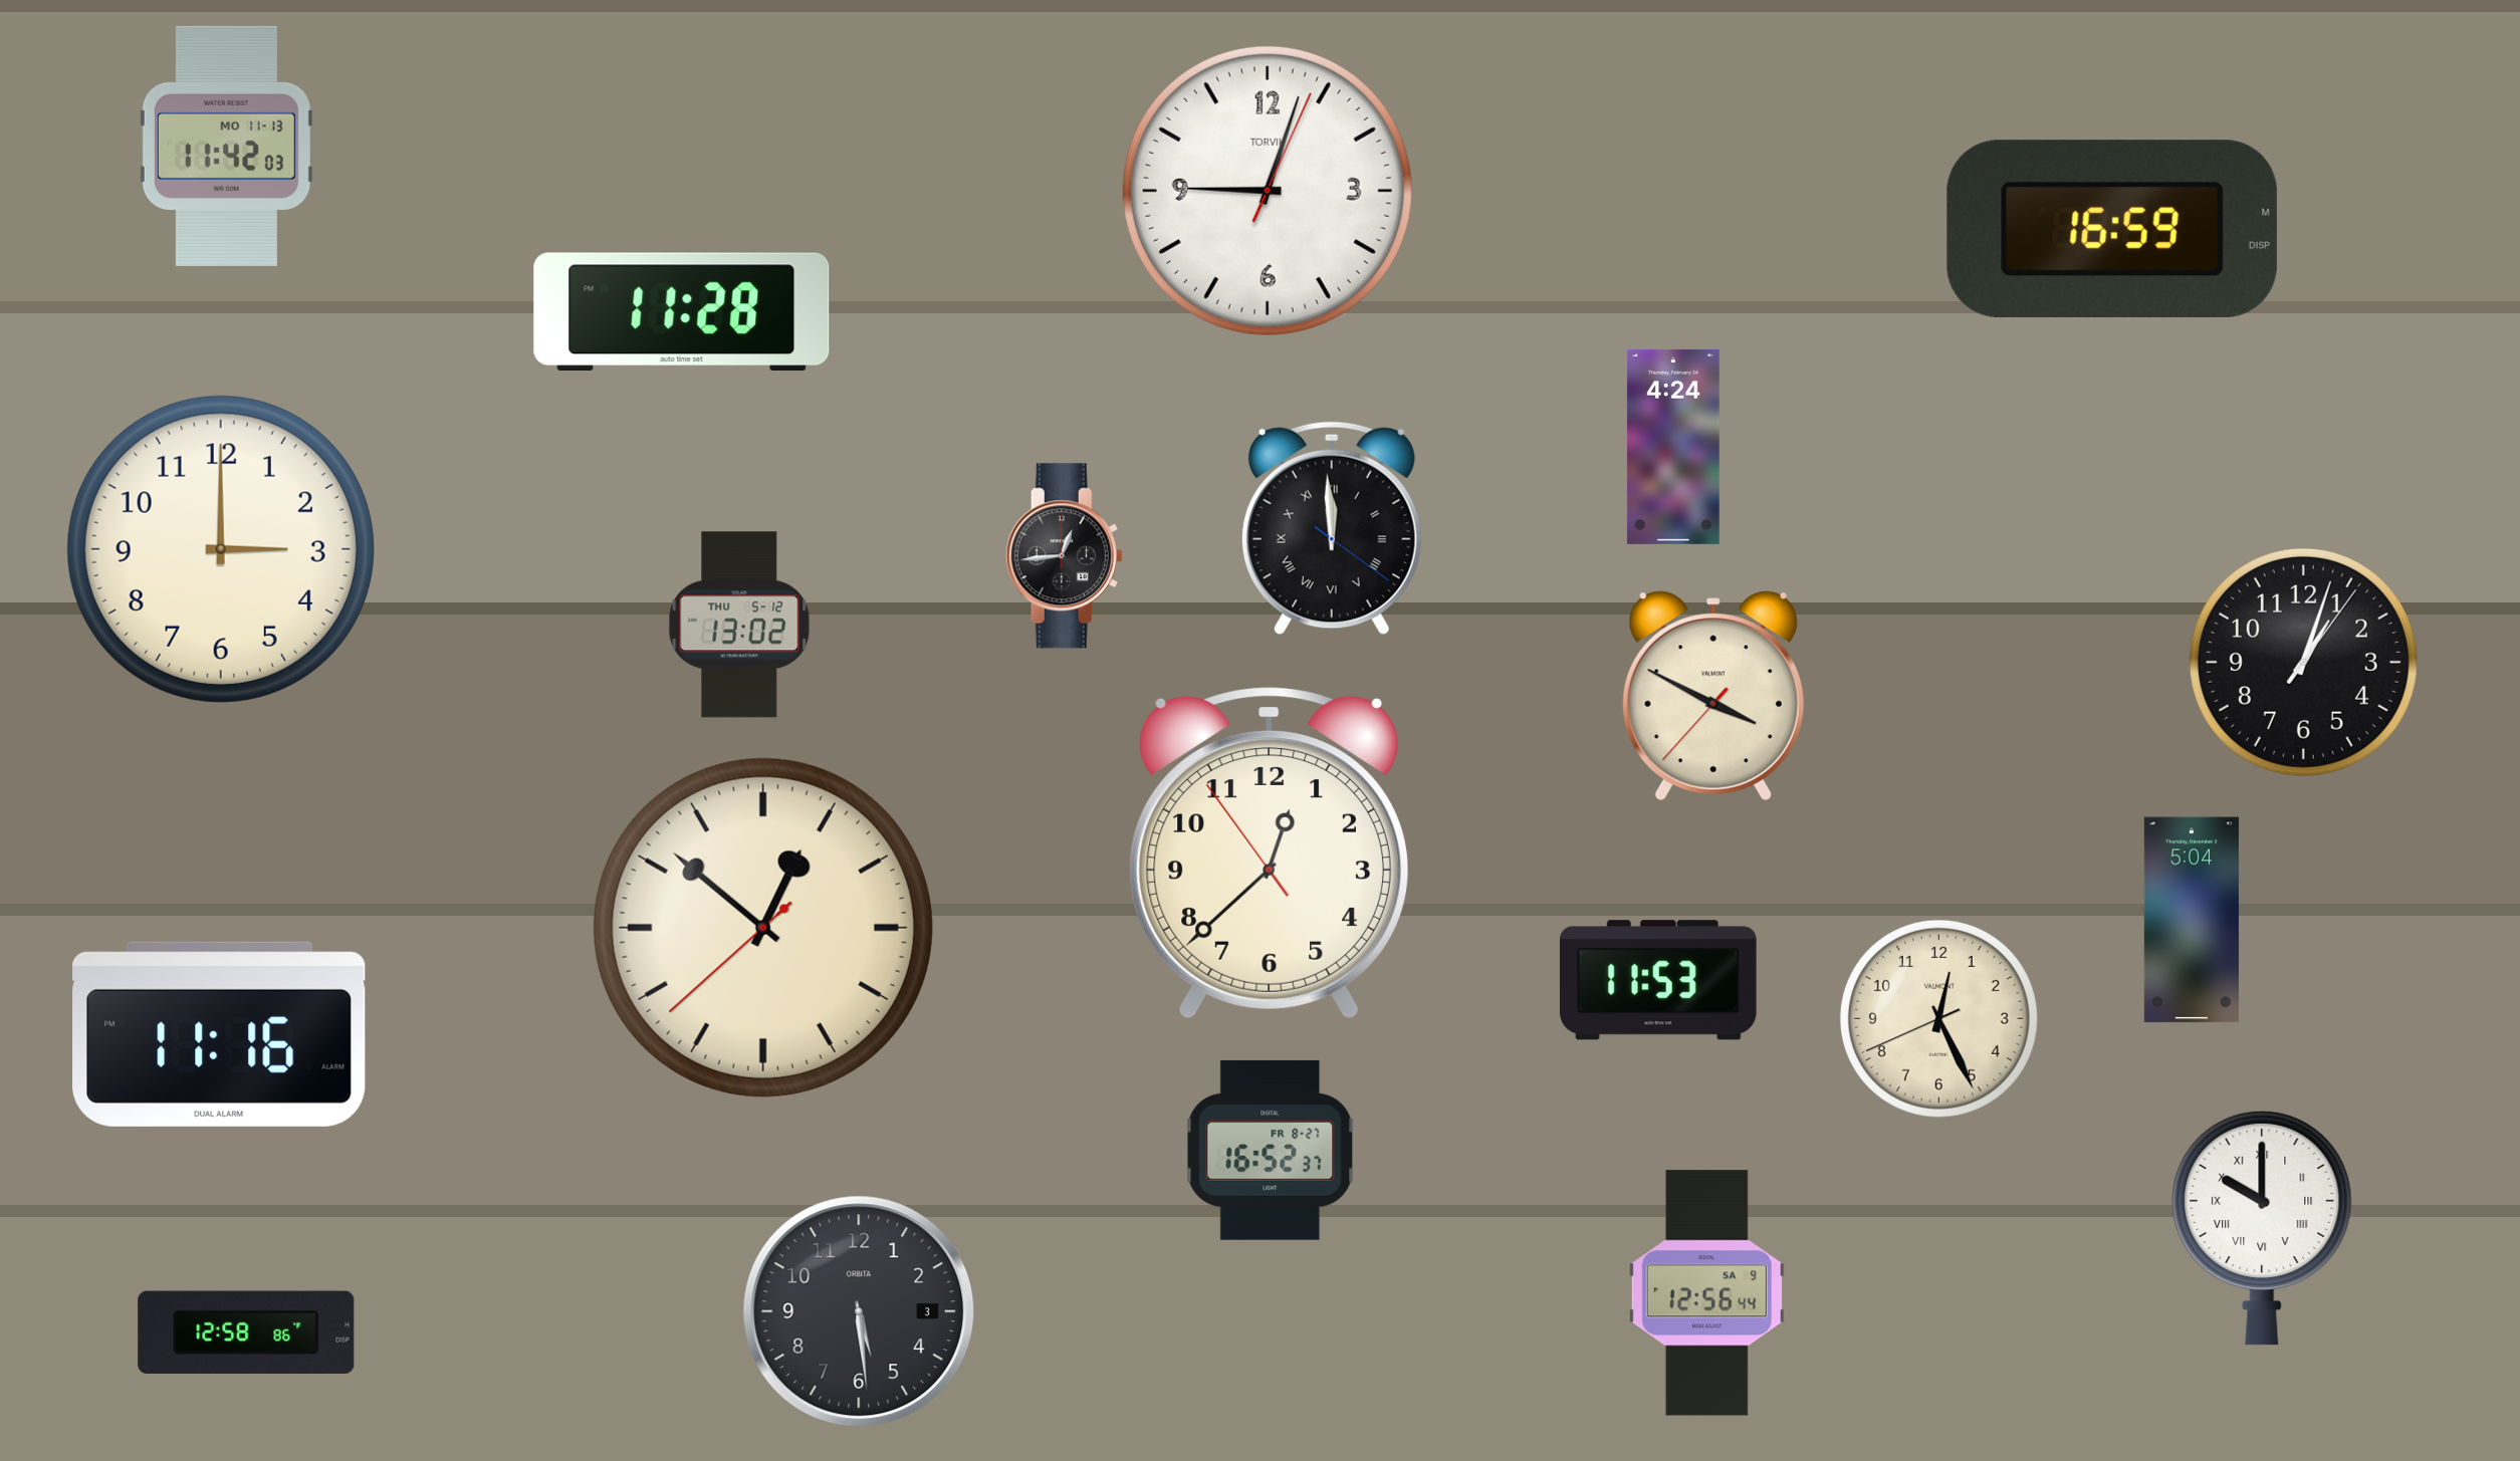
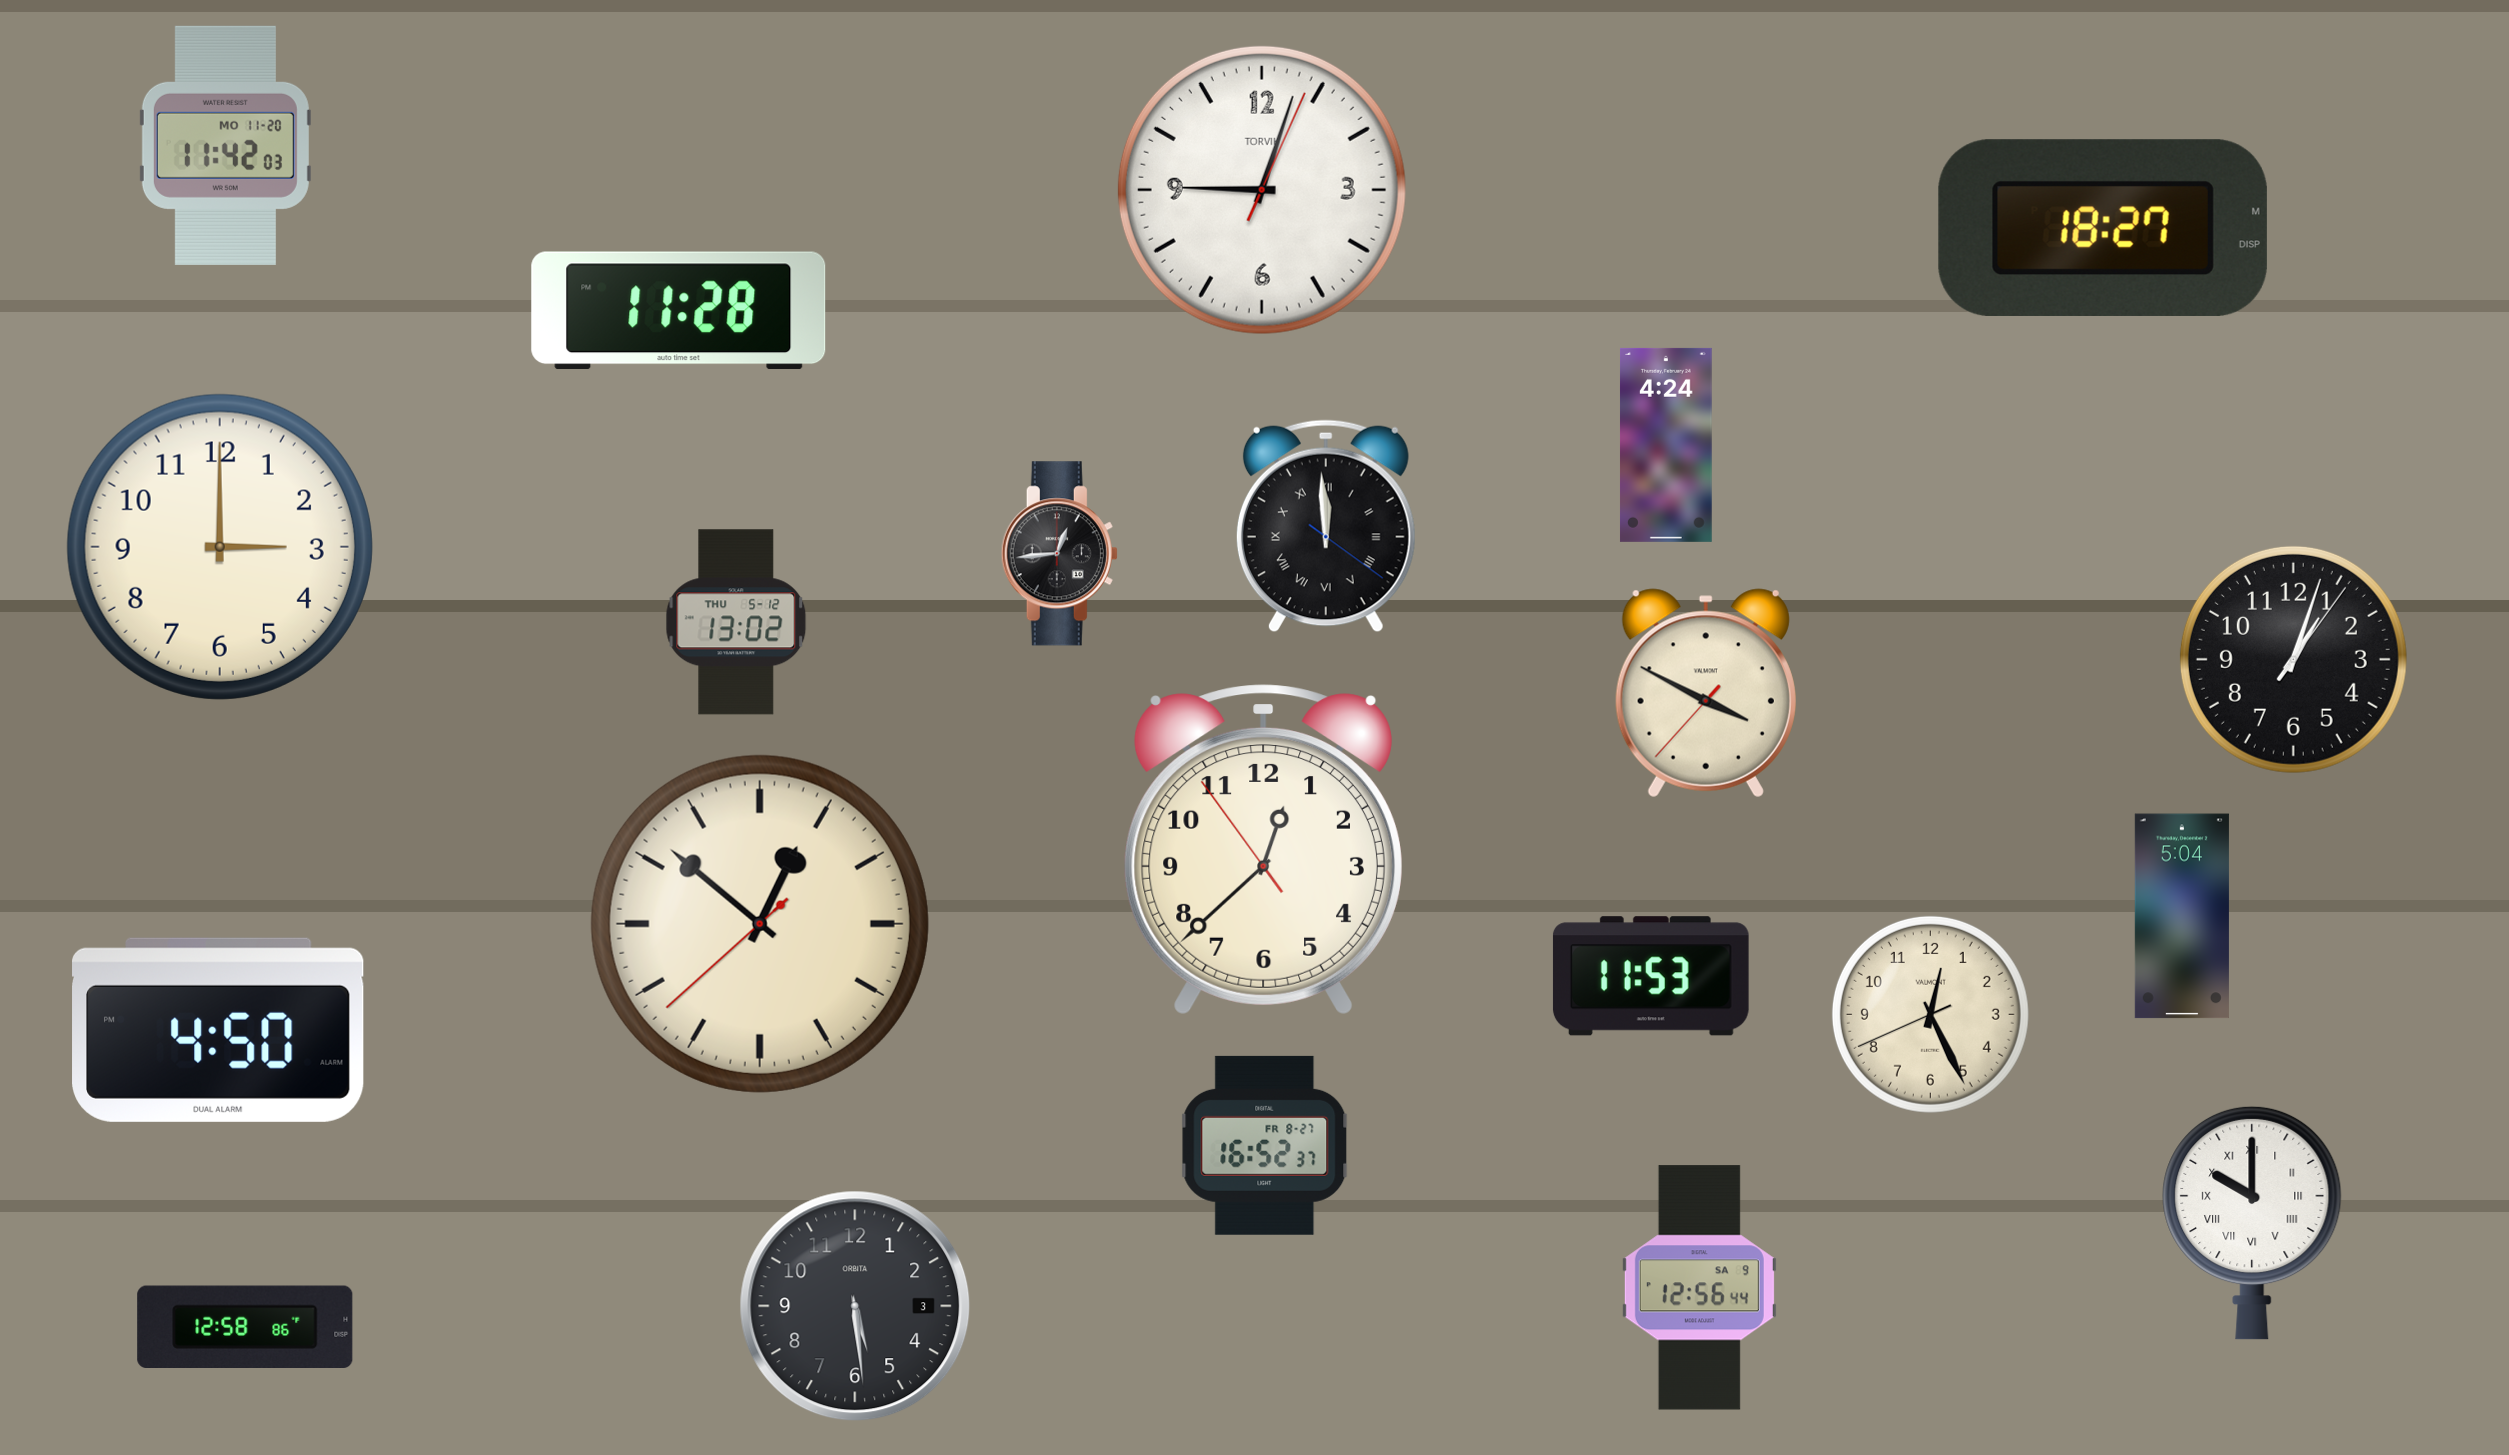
clock at (226, 146) date: MO 11-13 -> MO 11-20
clock at (2112, 229): 16:59 -> 18:27
clock at (219, 1034): 11:16 -> 4:50
